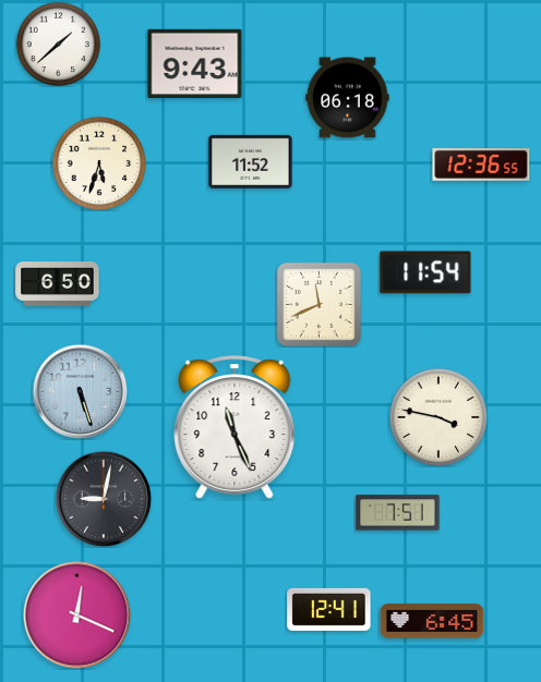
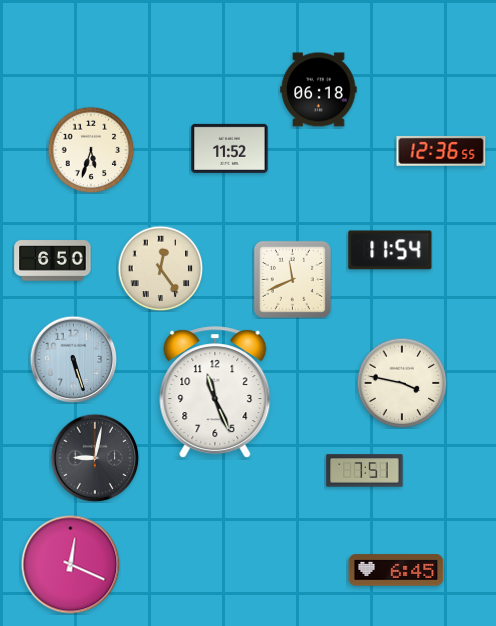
clock at (58, 44): 1:38 -> none
clock at (195, 63): 9:43 -> none
clock at (160, 268): none -> 12:24
clock at (329, 609): 12:41 -> none
